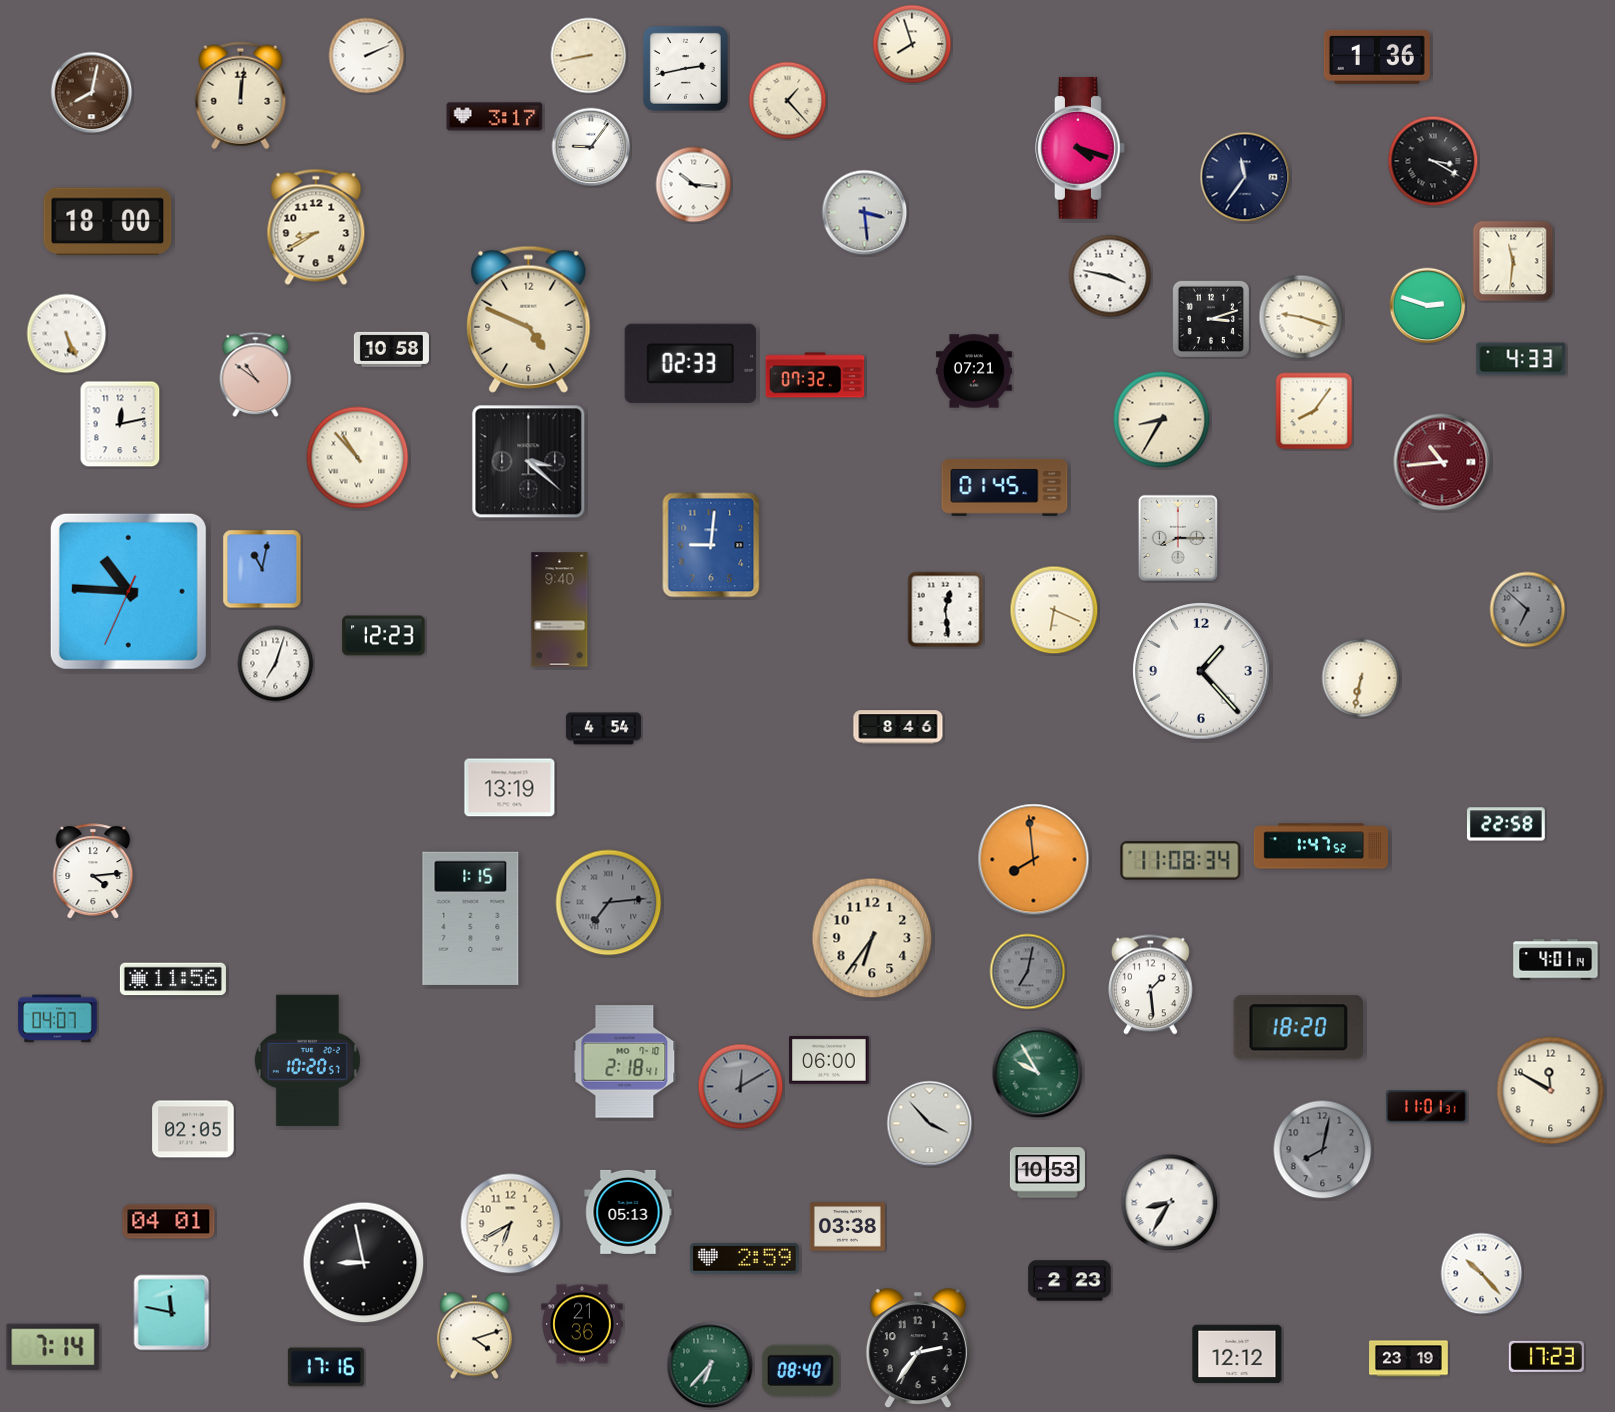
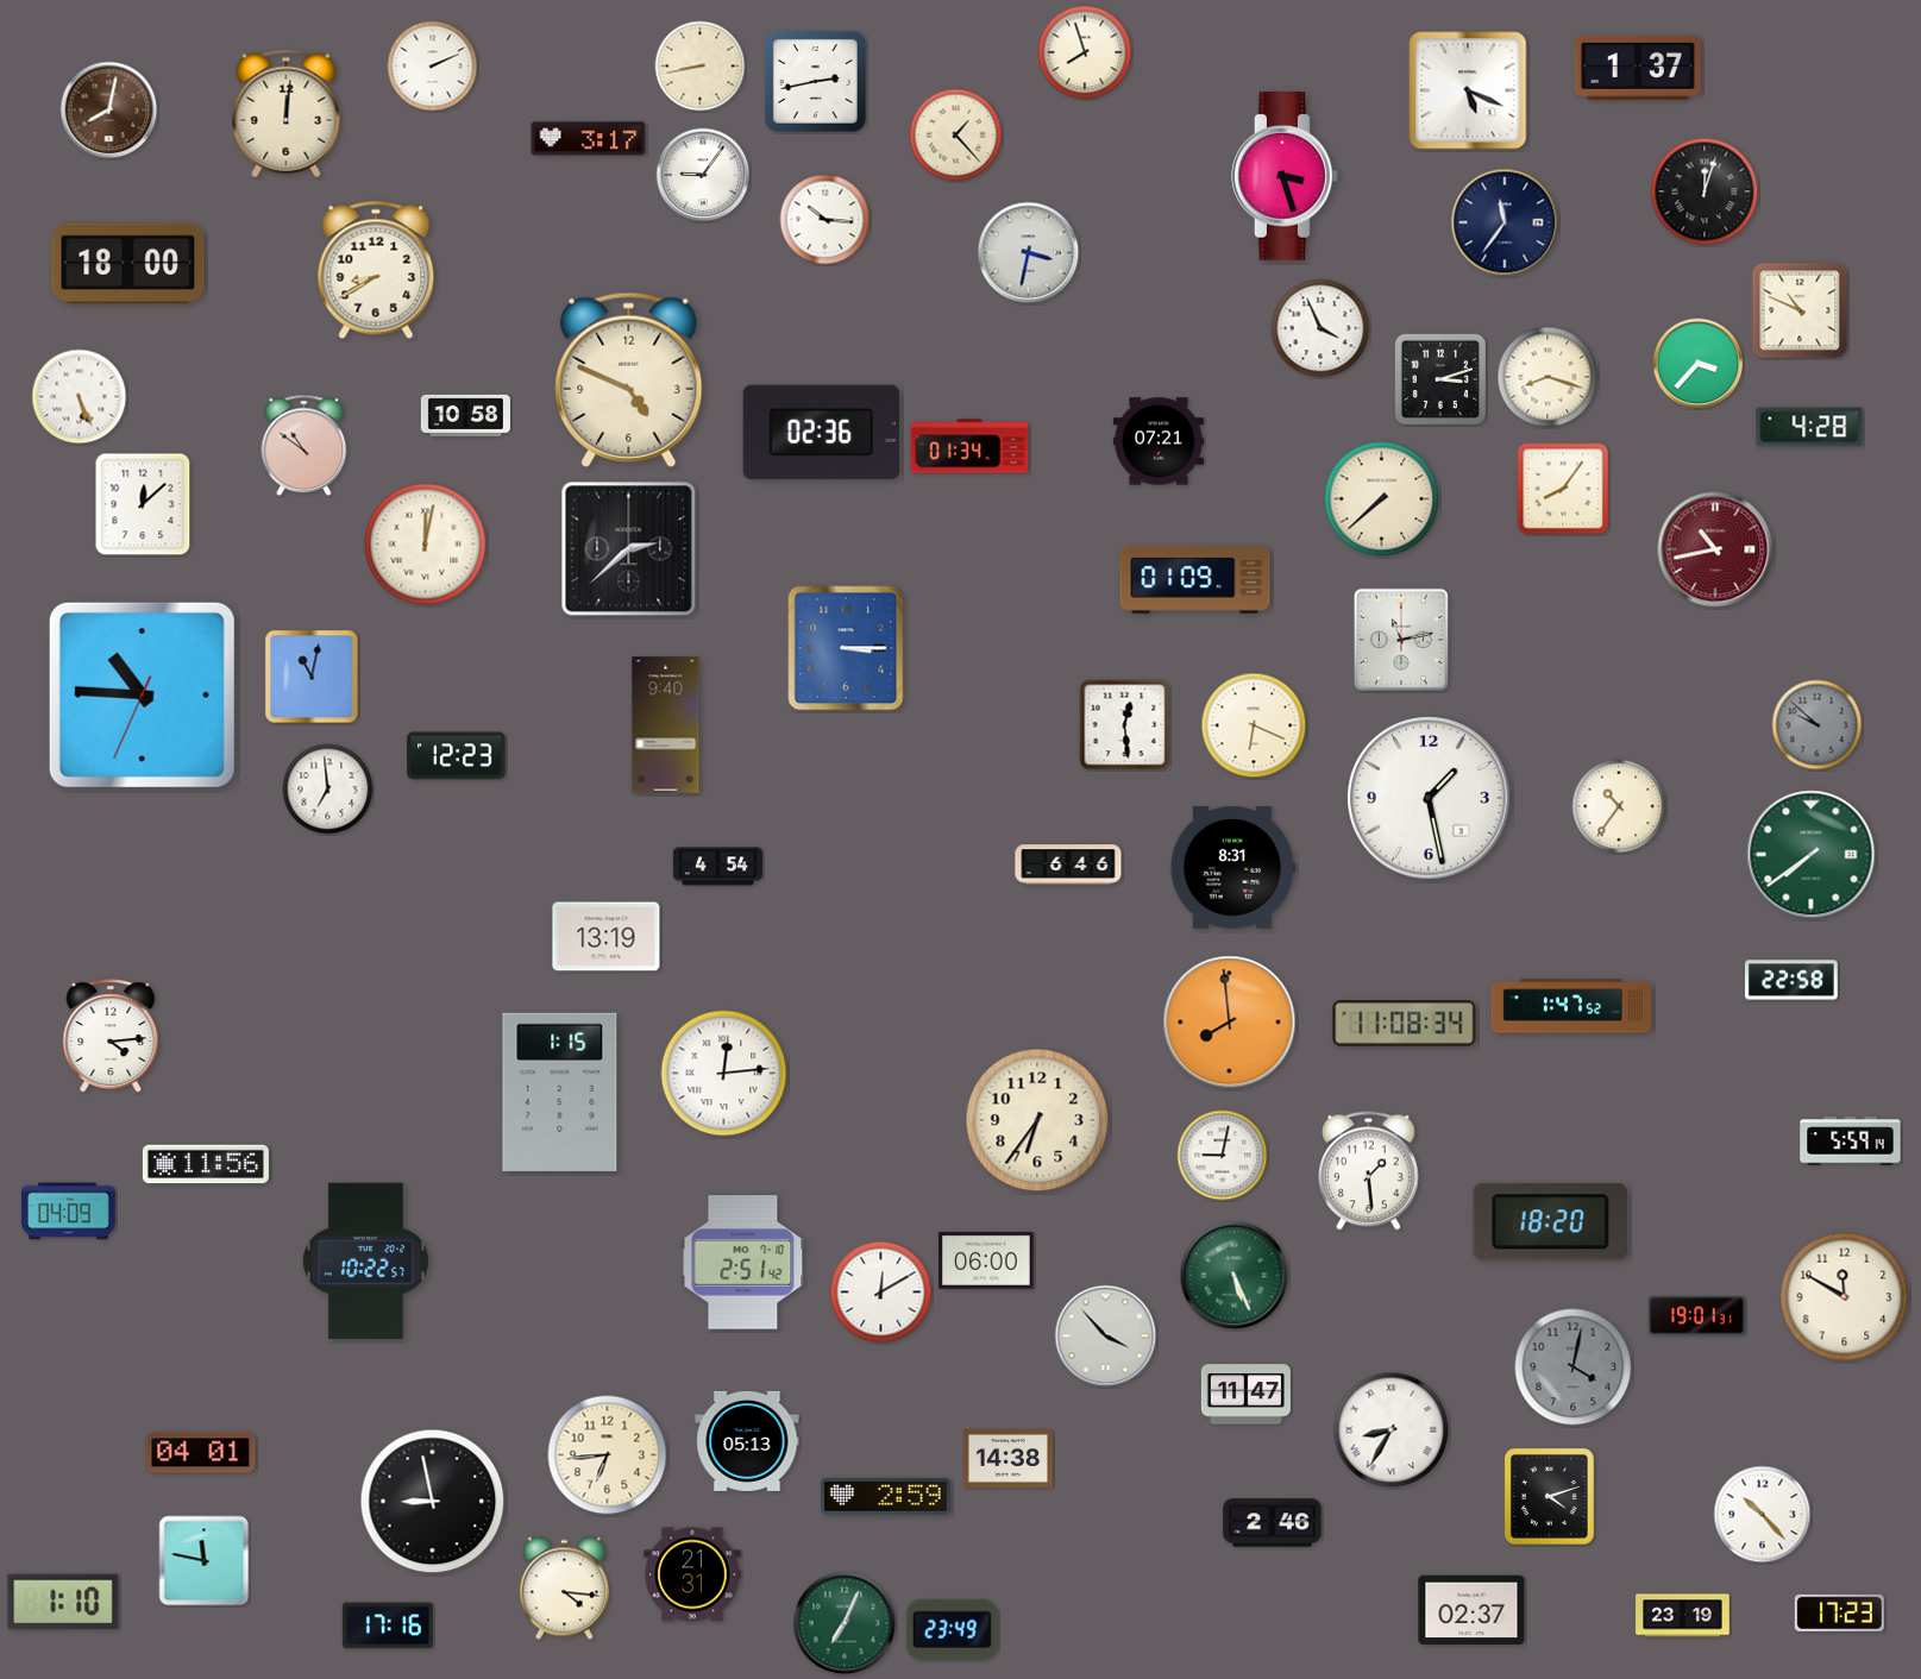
clock at (367, 56) position: (367, 56) -> (433, 67)
clock at (1377, 57): 1:36 -> 1:37
clock at (1468, 90): none -> 5:19
clock at (788, 101) position: (788, 101) -> (956, 136)
clock at (1080, 148): 4:18 -> 3:27
clock at (1433, 161): 3:20 -> 12:03
clock at (1245, 177) position: (1245, 177) -> (1505, 222)
clock at (865, 213): 3:29 -> 3:32
clock at (1513, 261): 11:31 -> 10:49
clock at (1110, 276): 3:47 -> 3:56
clock at (1428, 306): 2:48 -> 3:37
clock at (1301, 317): 9:18 -> 8:18
clock at (1521, 359): 4:33 -> 4:28
clock at (690, 363): 02:33 -> 02:36
clock at (815, 375): 07:32 -> 01:34
clock at (1162, 420): 8:35 -> 7:38
clock at (120, 424): 12:13 -> 12:08
clock at (358, 458): 10:53 -> 12:02
clock at (529, 462): 3:22 -> 2:38
clock at (1442, 462): 10:44 -> 10:43
clock at (1005, 487): 01:45 -> 01:09
clock at (1178, 538): 8:15 -> 11:13
clock at (711, 545): 9:01 -> 3:15
clock at (128, 591) position: (128, 591) -> (142, 694)
clock at (1528, 610): 6:52 -> 9:52
clock at (276, 664): 7:03 -> 6:59
clock at (1201, 671): 1:23 -> 1:28
clock at (1361, 678): 6:32 -> 10:36
clock at (1812, 855): none -> 7:39
clock at (898, 727): 8:46 -> 6:46
clock at (1232, 868): none -> 8:31
clock at (609, 903): 7:14 -> 12:14
clock at (609, 903) dial: grey -> white
clock at (872, 938) position: (872, 938) -> (1037, 1120)
clock at (1556, 960): 4:01 -> 5:59
clock at (1028, 972): 7:02 -> 9:02
clock at (1028, 972) dial: grey -> white
clock at (58, 1019): 04:07 -> 04:09
clock at (1298, 1028) position: (1298, 1028) -> (1550, 1222)
clock at (307, 1061): 10:20 -> 10:22
clock at (625, 1062): 2:18 -> 2:51
clock at (1038, 1073): 9:55 -> 5:26
clock at (741, 1087) dial: grey -> white
clock at (1427, 1107): 11:01 -> 19:01
clock at (193, 1129): 02:05 -> none
clock at (1323, 1150): 8:02 -> 4:02
clock at (1047, 1173): 10:53 -> 11:47
clock at (511, 1224): 6:40 -> 6:44
clock at (847, 1227): 03:38 -> 14:38
clock at (1549, 1496): none -> 4:12
clock at (1070, 1281): 2:23 -> 2:46
clock at (582, 1324): 21:36 -> 21:31
clock at (474, 1336): 4:12 -> 4:16
clock at (53, 1347): 7:14 -> 1:10
clock at (918, 1349): 2:36 -> none
clock at (1237, 1354): 12:12 -> 02:37
clock at (1409, 1359) position: (1409, 1359) -> (1683, 1616)
clock at (710, 1365): 6:37 -> 7:04
clock at (800, 1370): 08:40 -> 23:49
